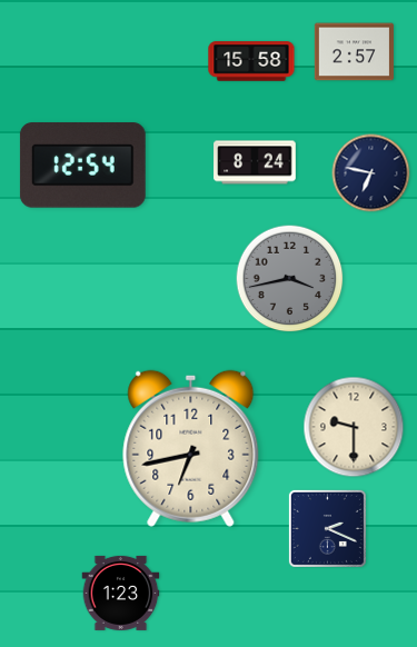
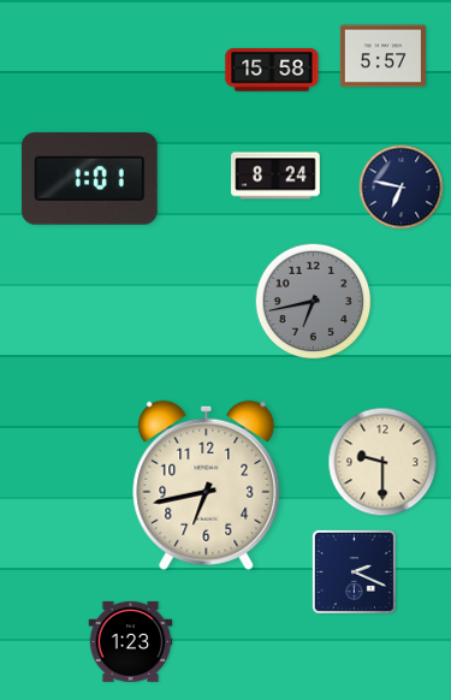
clock at (354, 52): 2:57 -> 5:57
clock at (251, 61) position: (251, 61) -> (272, 70)
clock at (82, 166): 12:54 -> 1:01
clock at (290, 279): 3:43 -> 6:43
